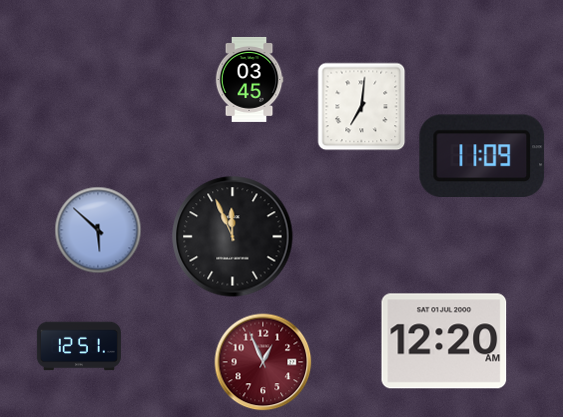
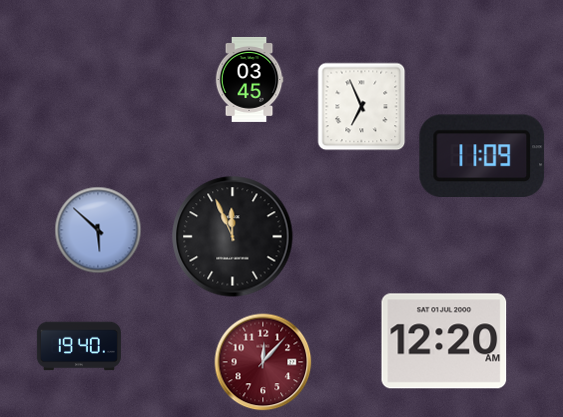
clock at (362, 107): 7:01 -> 6:56
clock at (79, 346): 12:51 -> 19:40
clock at (263, 362): 12:56 -> 12:07
